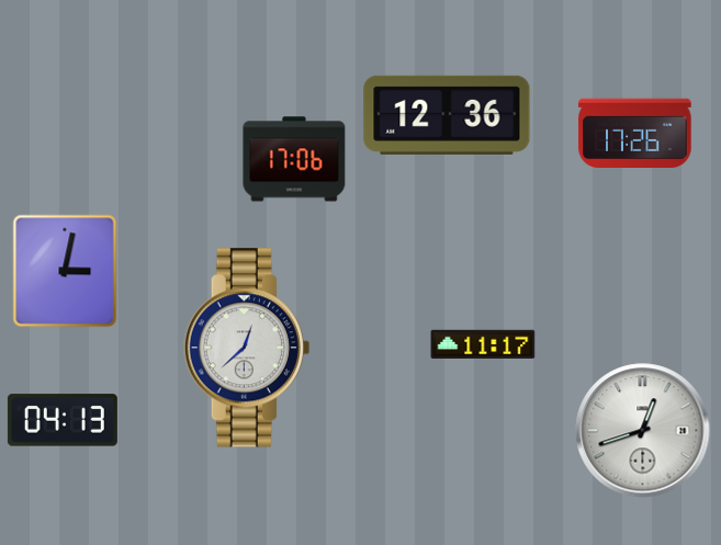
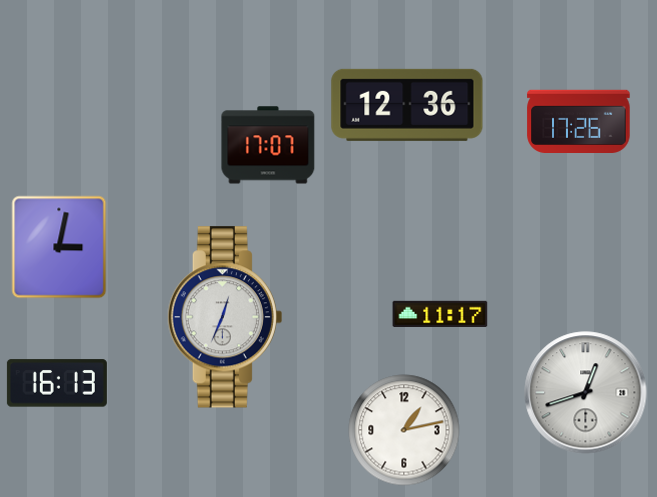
clock at (294, 159): 17:06 -> 17:07
clock at (247, 348): 12:38 -> 12:34
clock at (63, 420): 04:13 -> 16:13
clock at (404, 430): none -> 1:13
